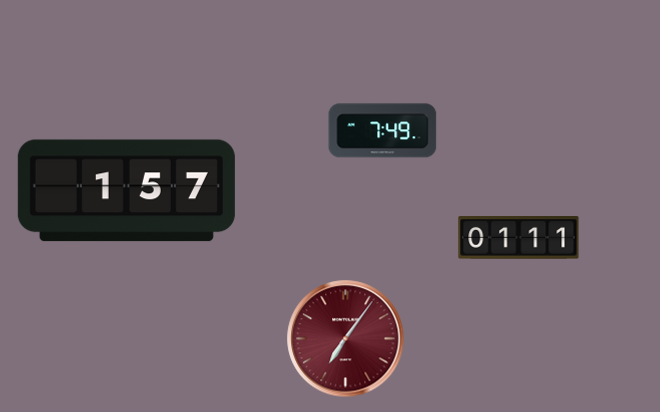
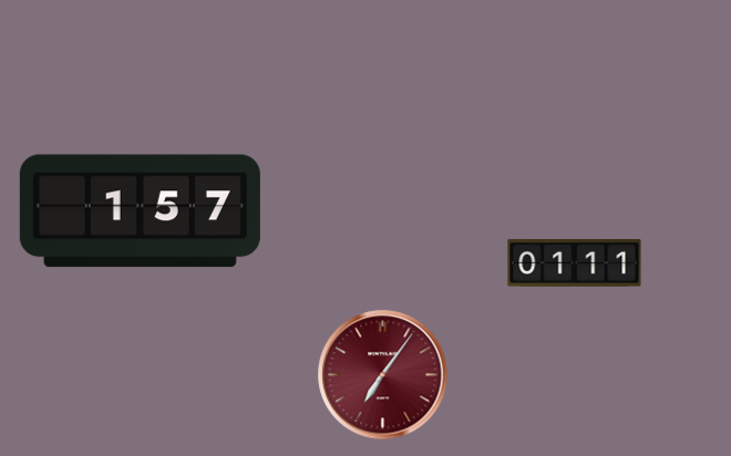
clock at (383, 131): 7:49 -> none
